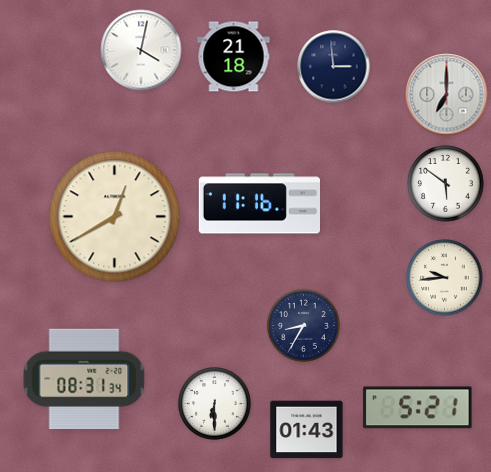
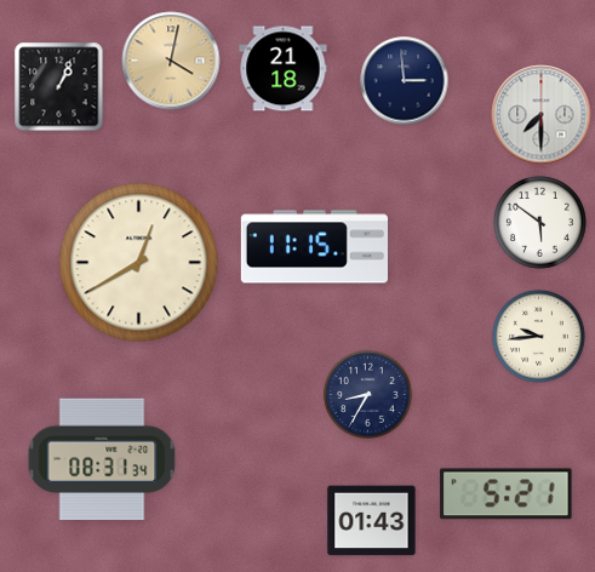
clock at (141, 50) dial: white -> champagne
clock at (59, 87): none -> 1:04
clock at (447, 95): 7:00 -> 7:30
clock at (259, 204): 11:16 -> 11:15
clock at (215, 404): 6:30 -> none
